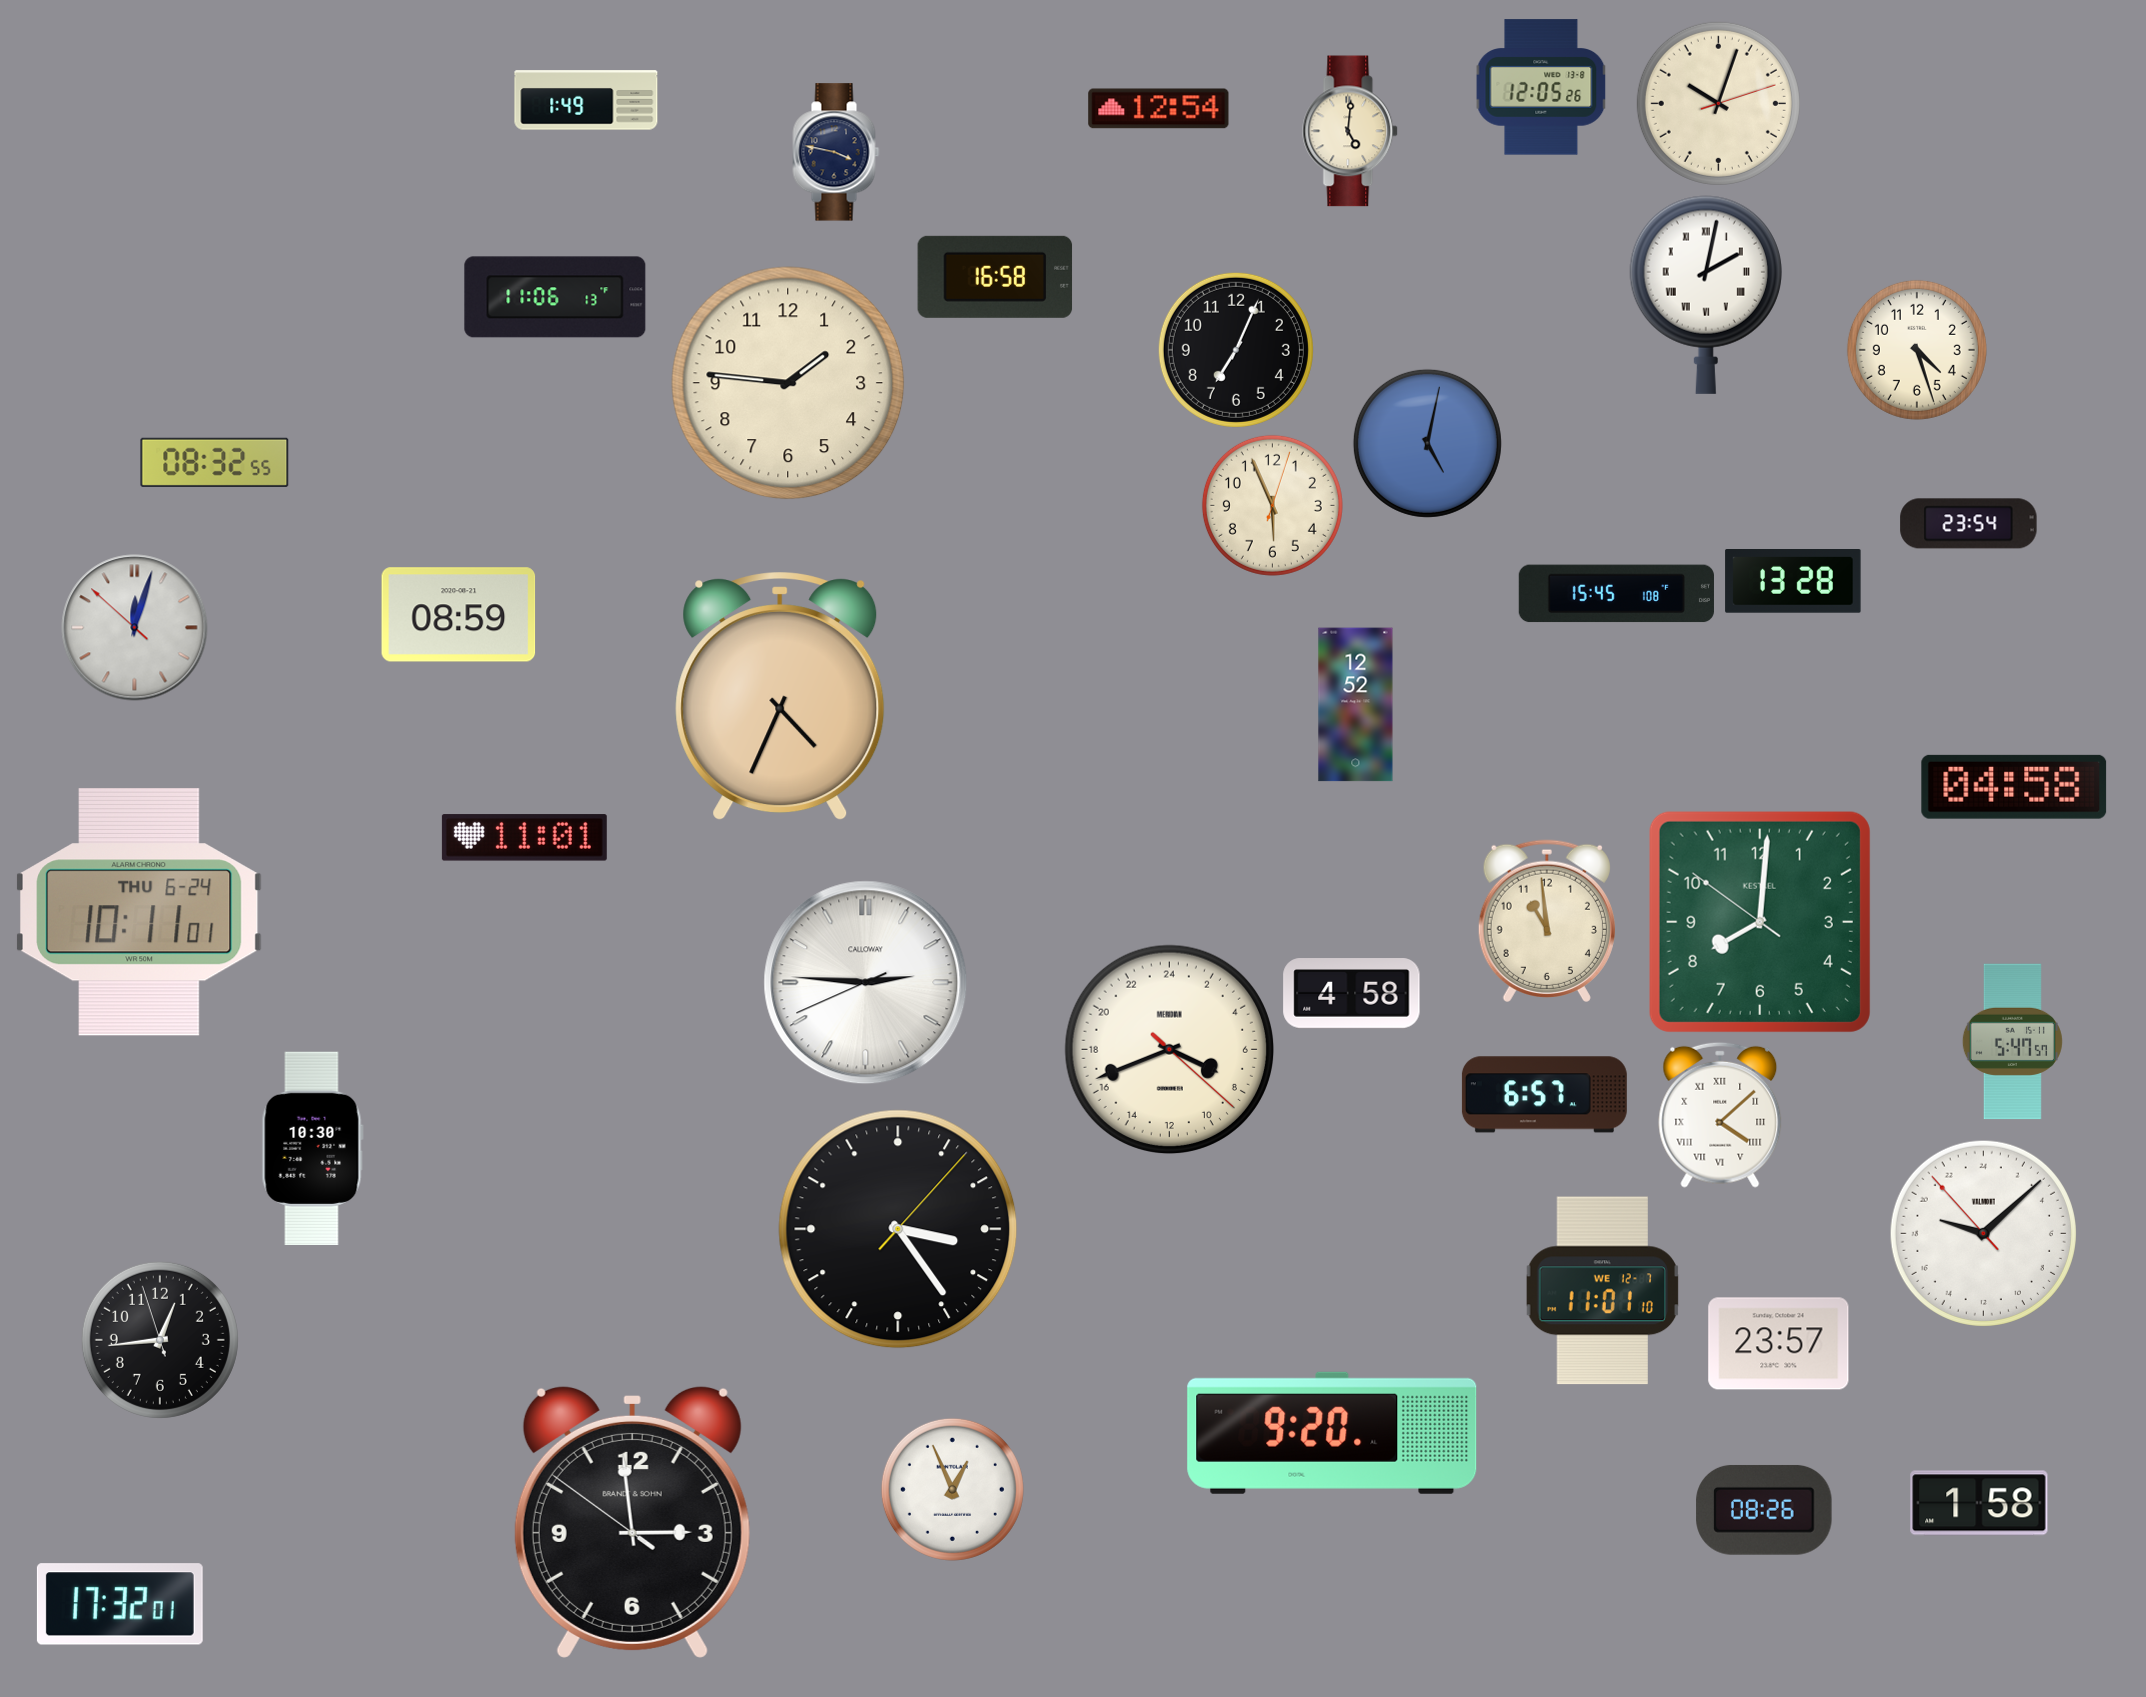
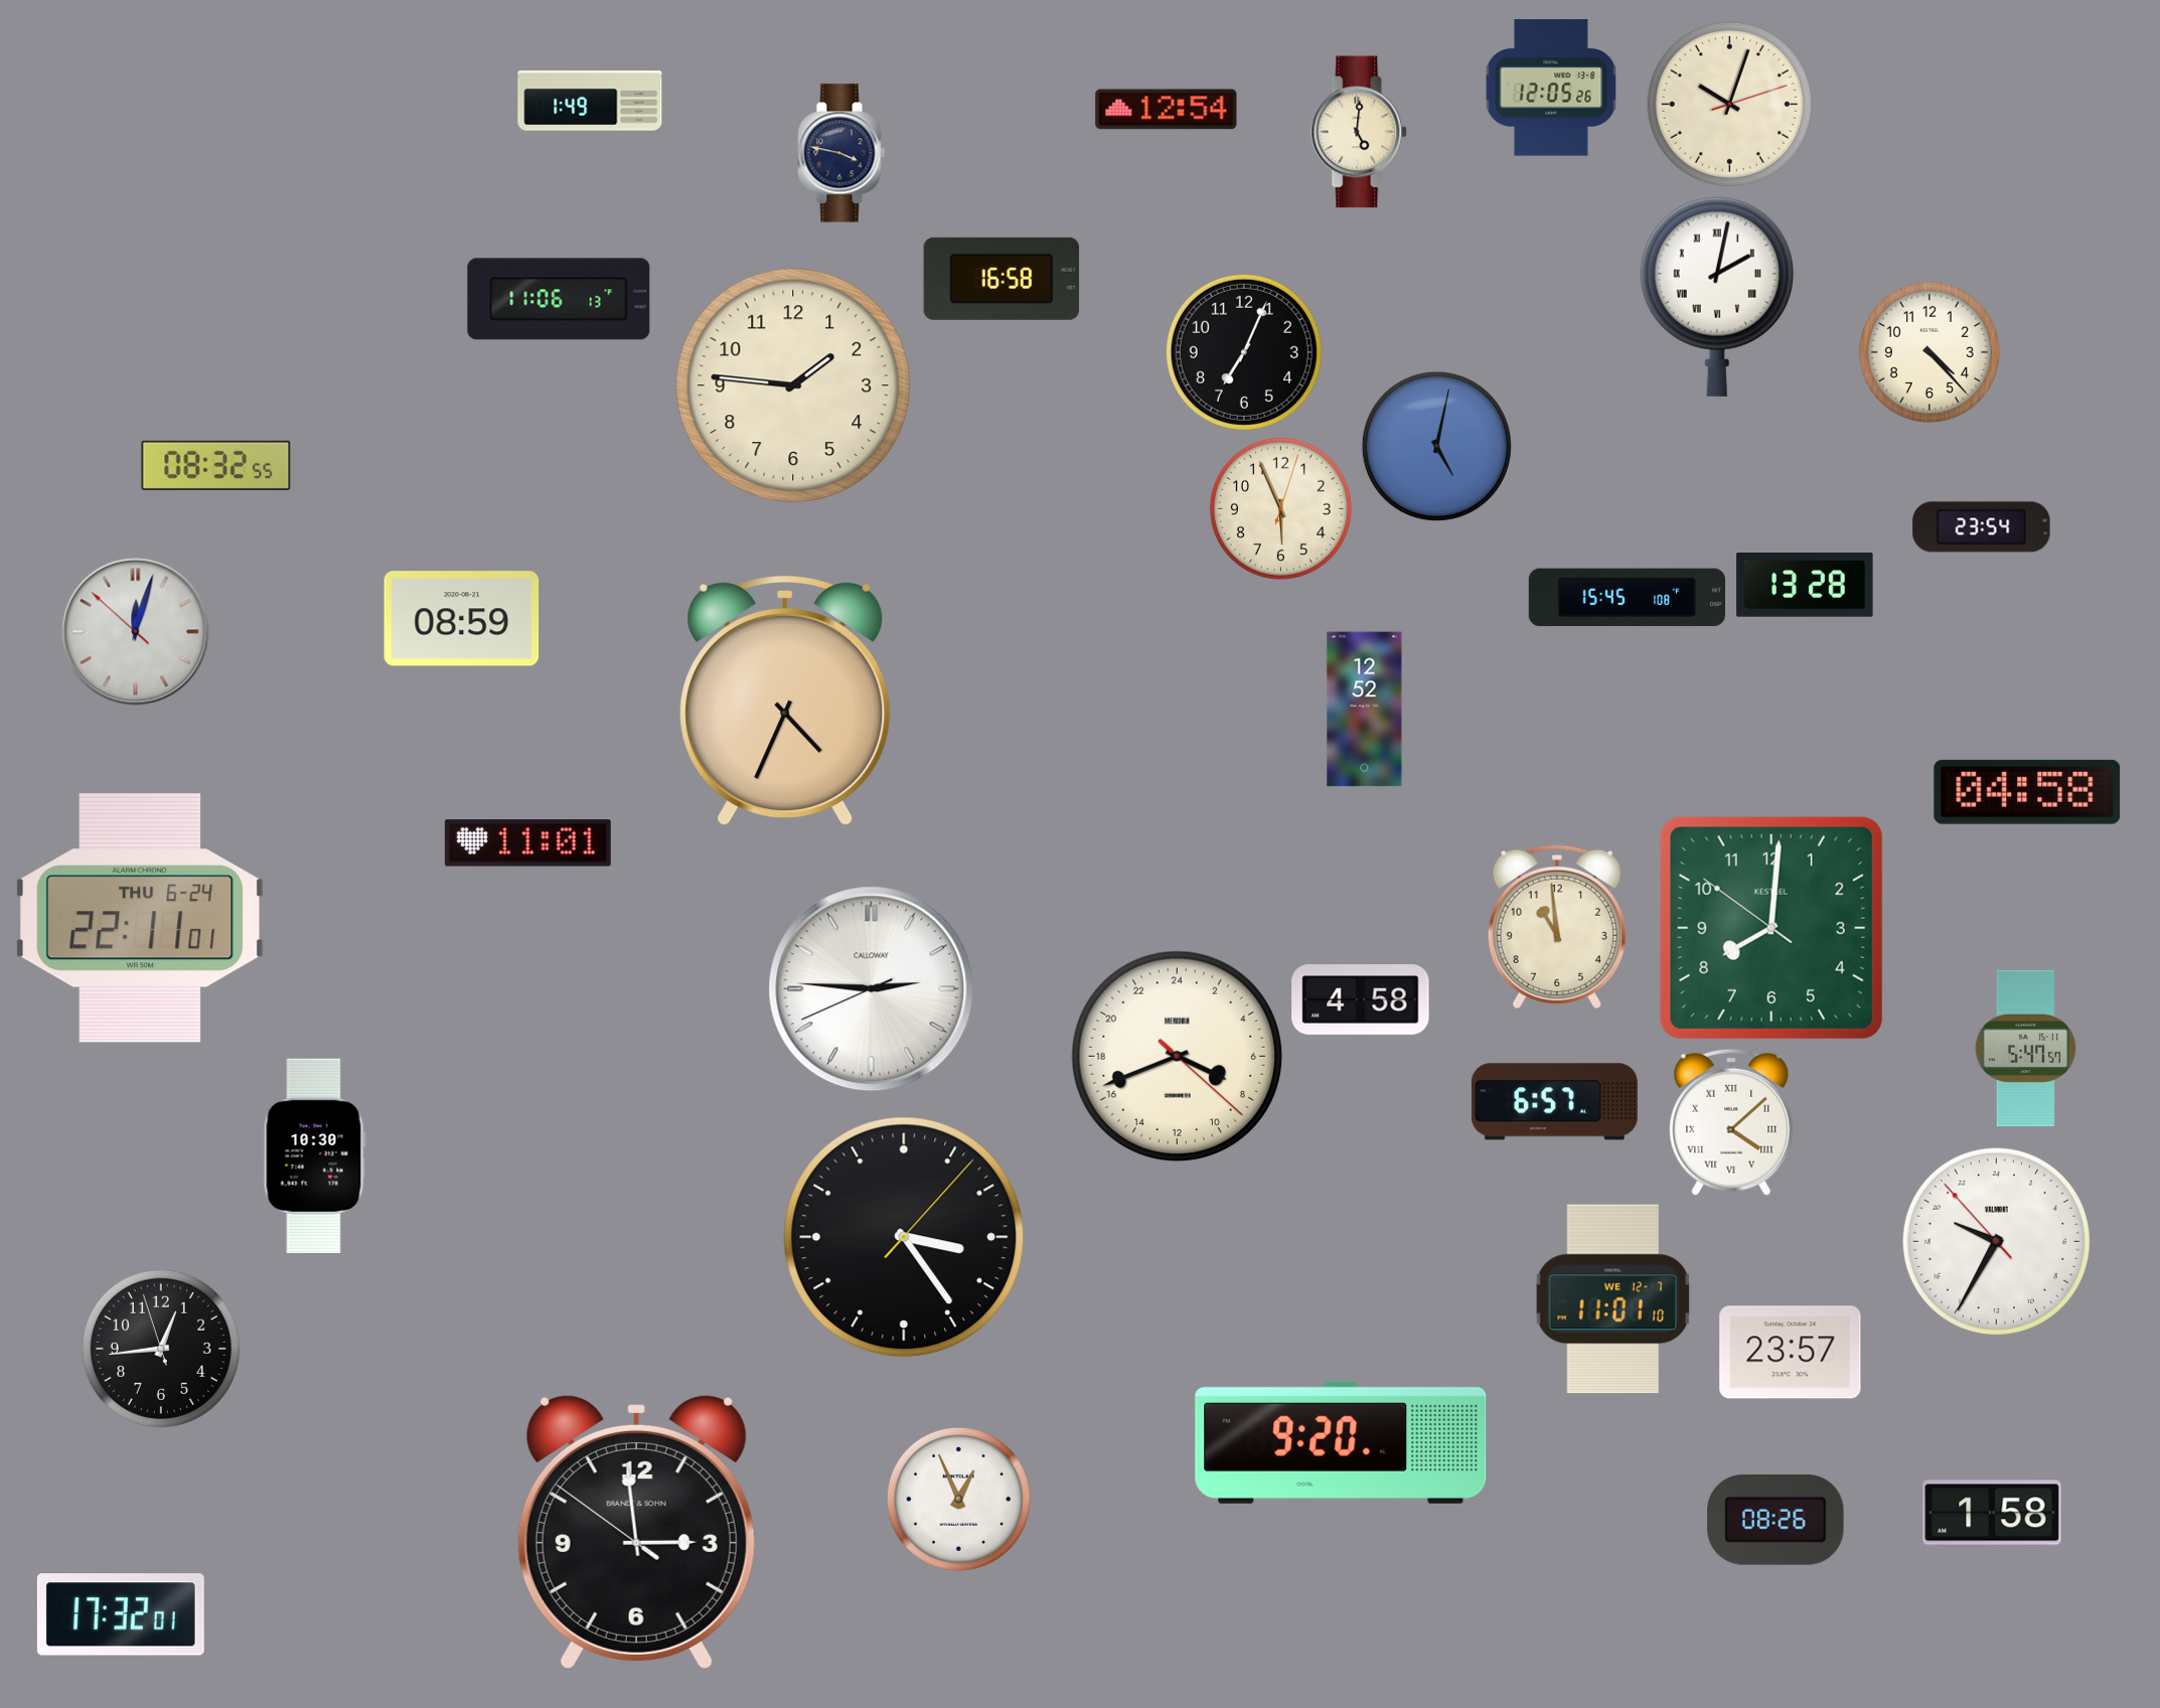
clock at (1917, 350): 4:27 -> 4:23
clock at (140, 913): 10:11 -> 22:11
clock at (1983, 1233): 19:07 -> 19:34
